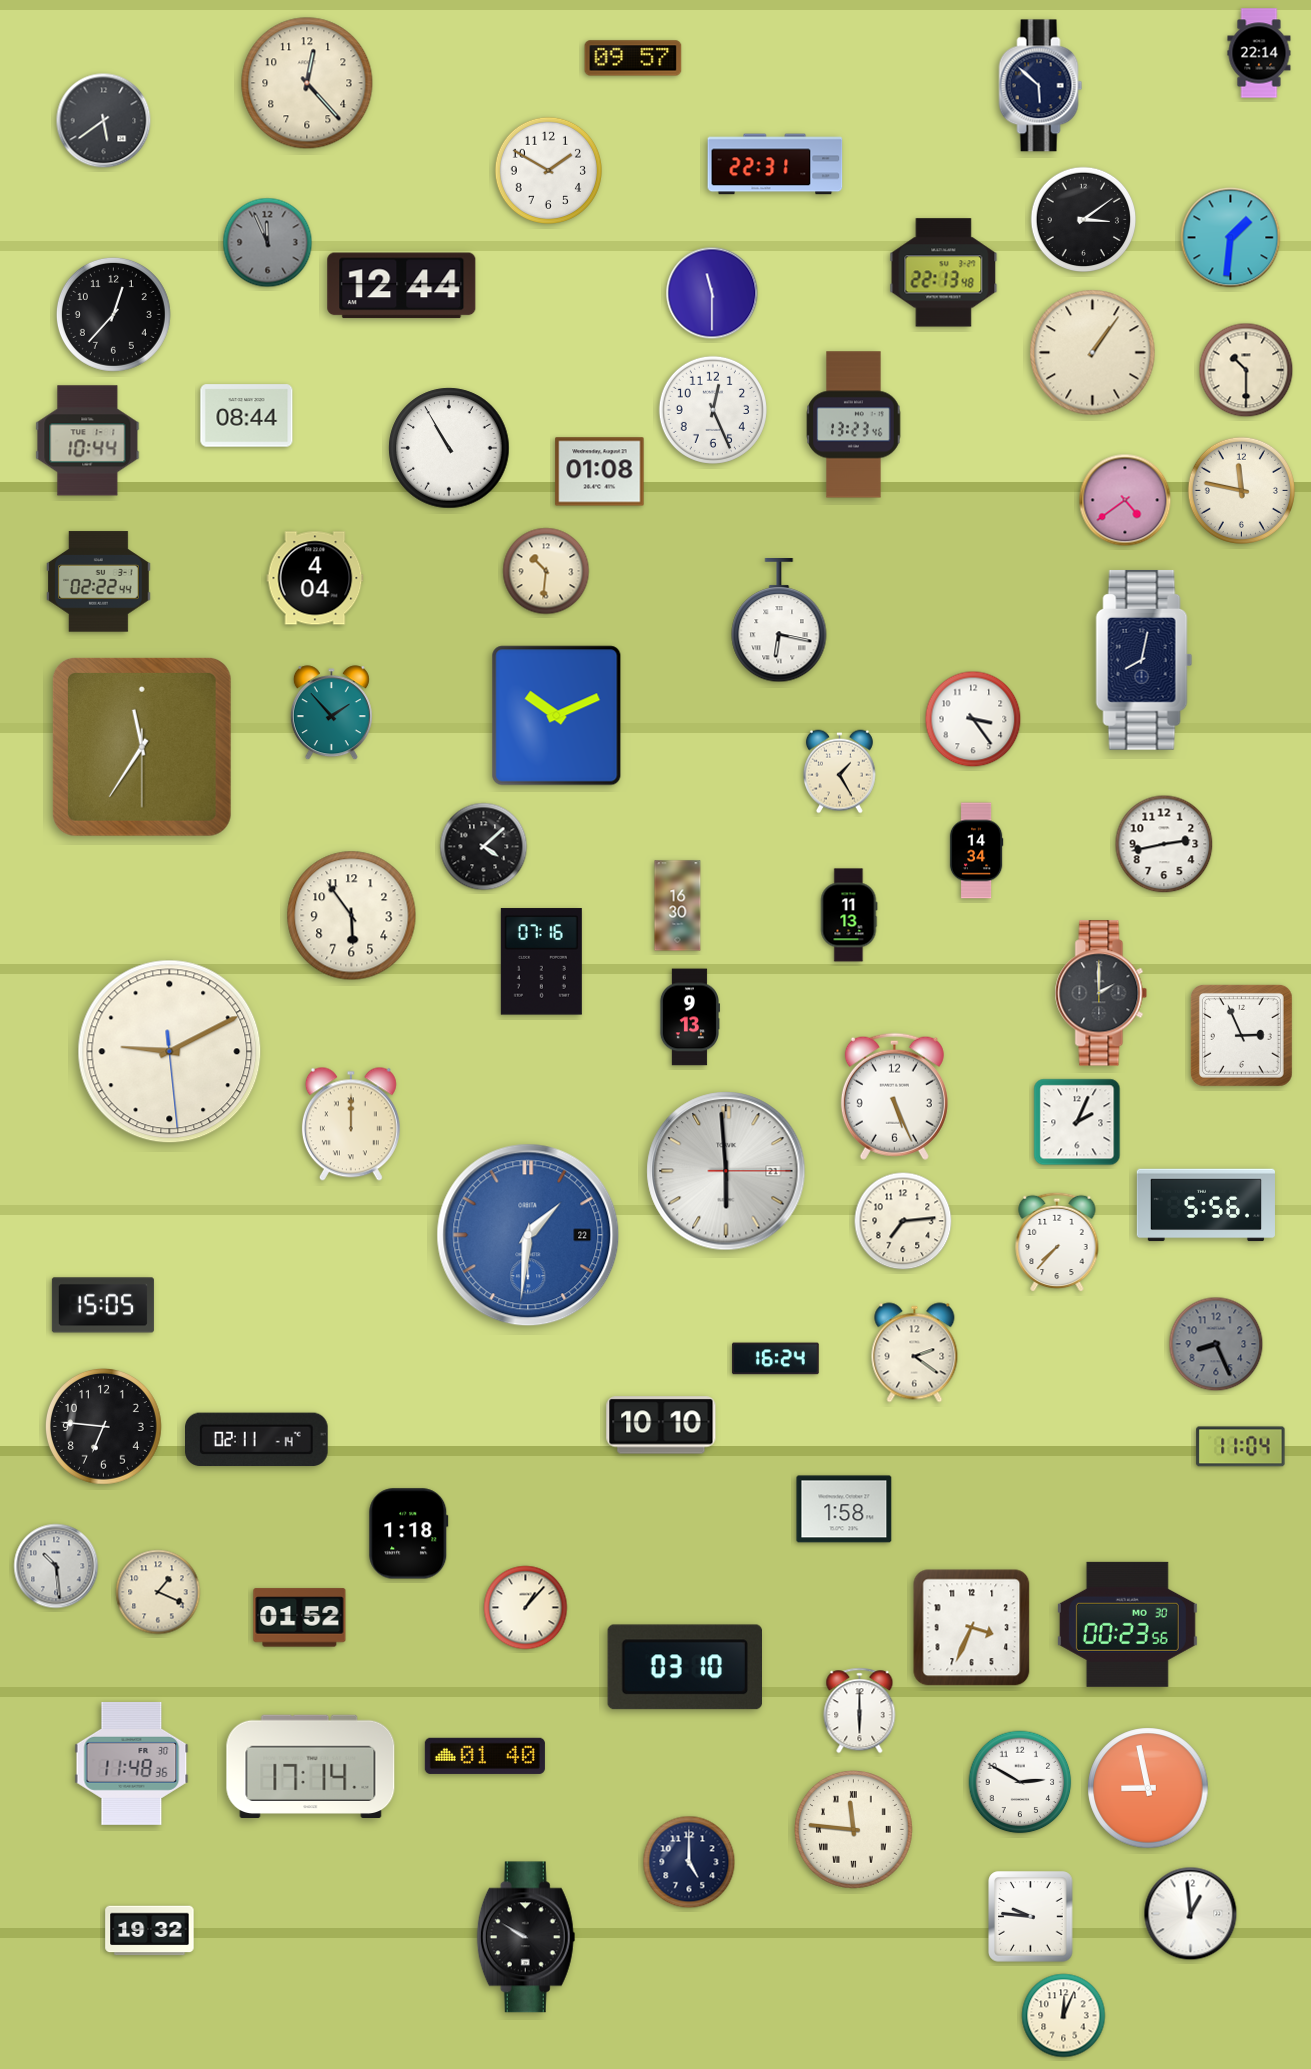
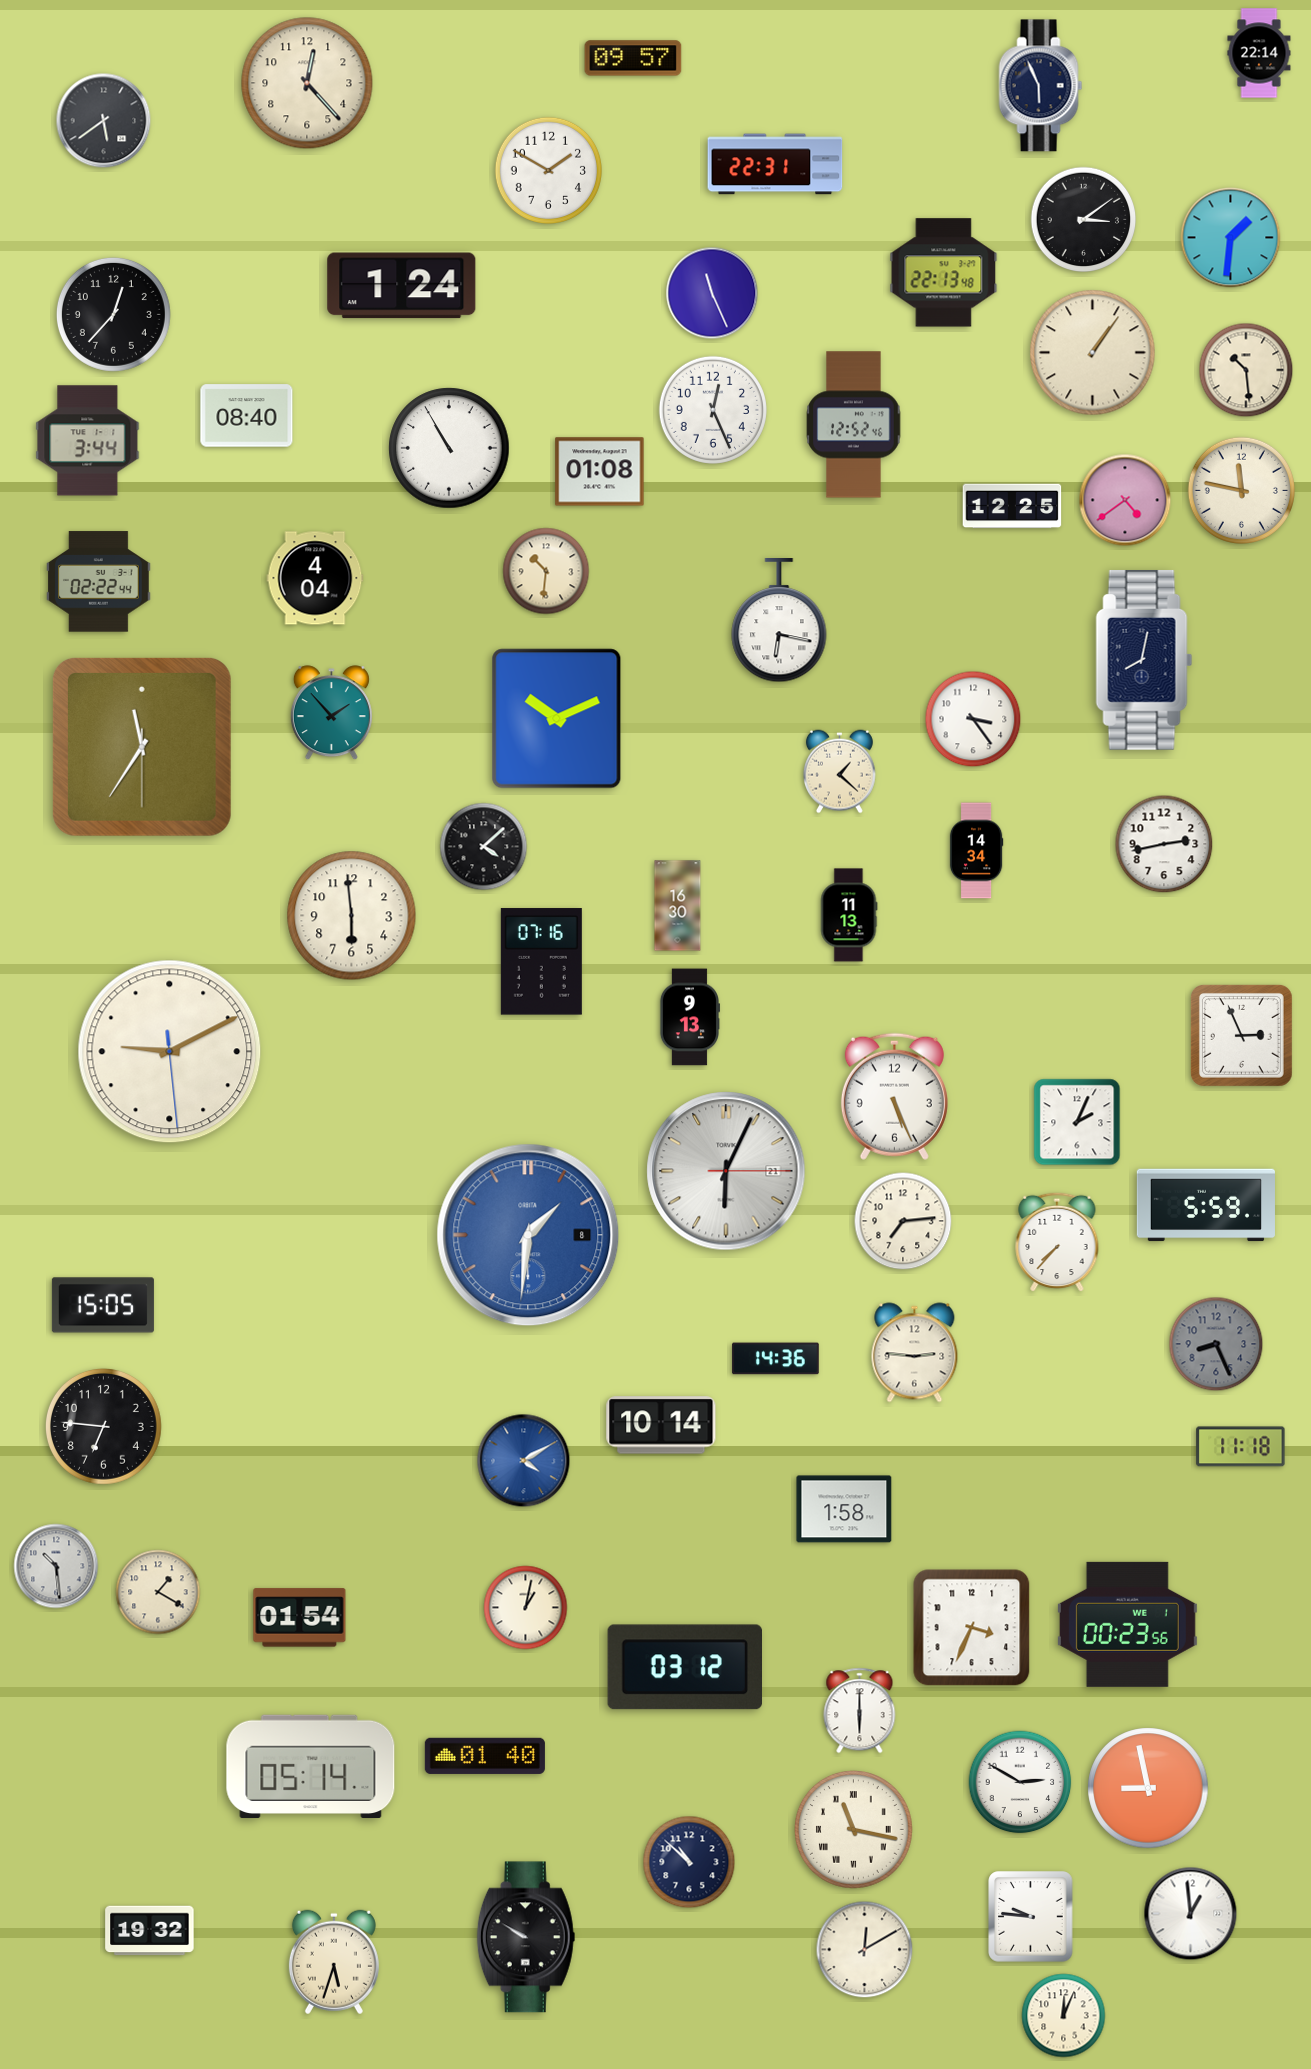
clock at (1041, 86): 5:52 -> 5:56
clock at (268, 243): 11:56 -> none
clock at (402, 286): 12:44 -> 1:24
clock at (712, 293): 11:30 -> 11:26
clock at (1246, 370): 10:30 -> 10:29
clock at (247, 416): 08:44 -> 08:40
clock at (854, 425): 13:23 -> 12:52
clock at (88, 441): 10:44 -> 3:44
clock at (1012, 506): none -> 12:25
clock at (557, 716) position: (557, 716) -> (557, 719)
clock at (839, 772): 1:25 -> 1:22
clock at (352, 916): 5:54 -> 5:59
clock at (1101, 993): 2:00 -> none
clock at (351, 1124): 12:00 -> none
clock at (726, 1171): 5:59 -> 6:04
clock at (1206, 1205): 5:56 -> 5:59
clock at (528, 1235) date: 22 -> 8
clock at (915, 1353): 2:21 -> 2:46
clock at (776, 1359): 16:24 -> 14:36
clock at (661, 1425): 10:10 -> 10:14
clock at (257, 1440): 02:11 -> none
clock at (1241, 1447): 11:04 -> 11:18
clock at (524, 1461): none -> 4:10
clock at (409, 1534): 1:18 -> none
clock at (158, 1592): 1:19 -> 1:20
clock at (526, 1608): 1:07 -> 1:02
clock at (300, 1618): 01:52 -> 01:54
clock at (1127, 1624) date: MO 30 -> WE 1
clock at (684, 1667): 03:10 -> 03:12
clock at (132, 1763): 11:48 -> none
clock at (311, 1767): 17:14 -> 05:14
clock at (854, 1830): 11:46 -> 11:17
clock at (689, 1862): 5:00 -> 10:52
clock at (865, 1950): none -> 12:10
clock at (334, 1962): none -> 5:33
